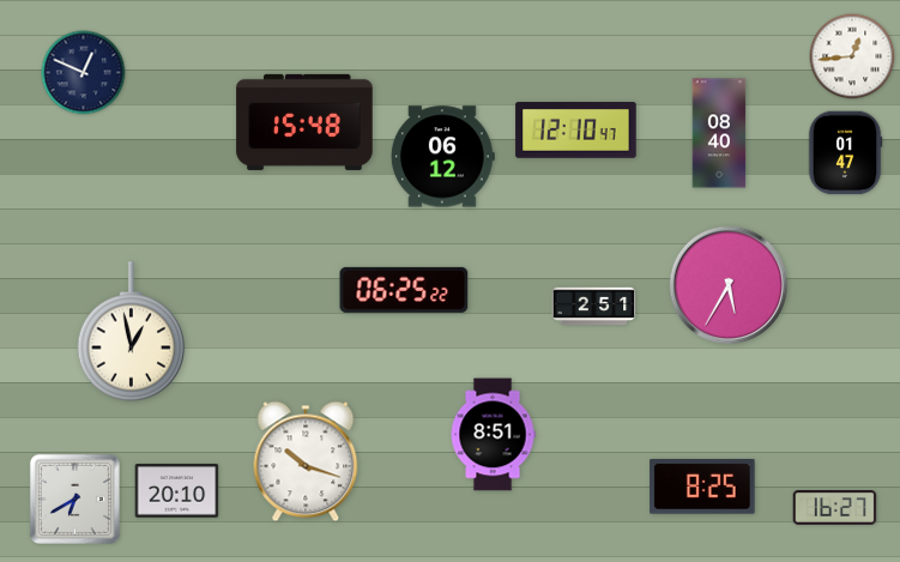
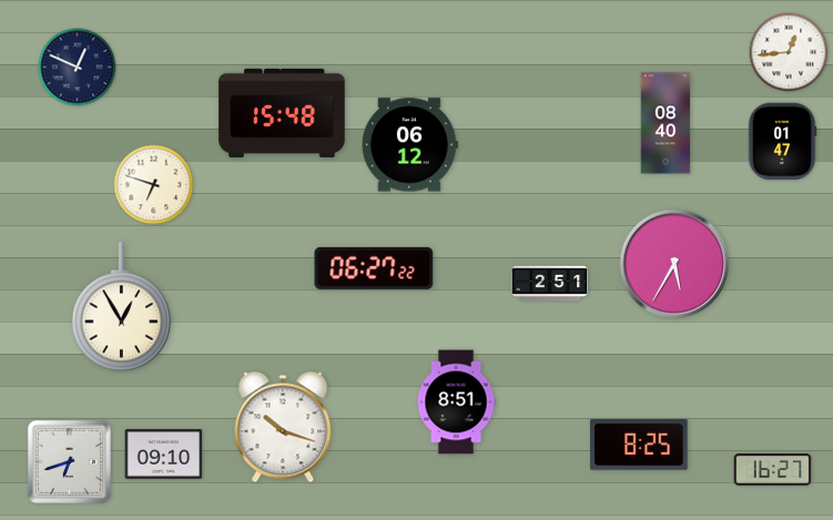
clock at (576, 131): 12:10 -> none
clock at (154, 185): none -> 6:48
clock at (404, 290): 06:25 -> 06:27
clock at (132, 332): 12:58 -> 12:55
clock at (702, 488) position: (702, 488) -> (639, 446)
clock at (177, 491): 20:10 -> 09:10
clock at (74, 498): 6:40 -> 6:42
